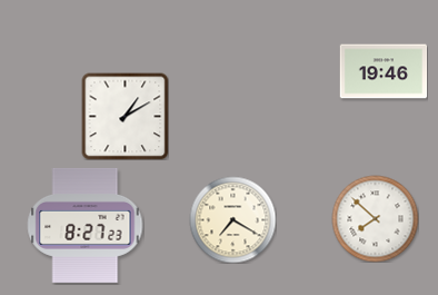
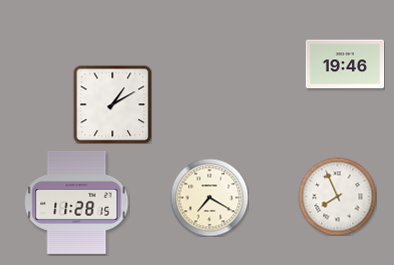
clock at (375, 218): 7:52 -> 7:56
clock at (86, 225): 8:27 -> 11:28
